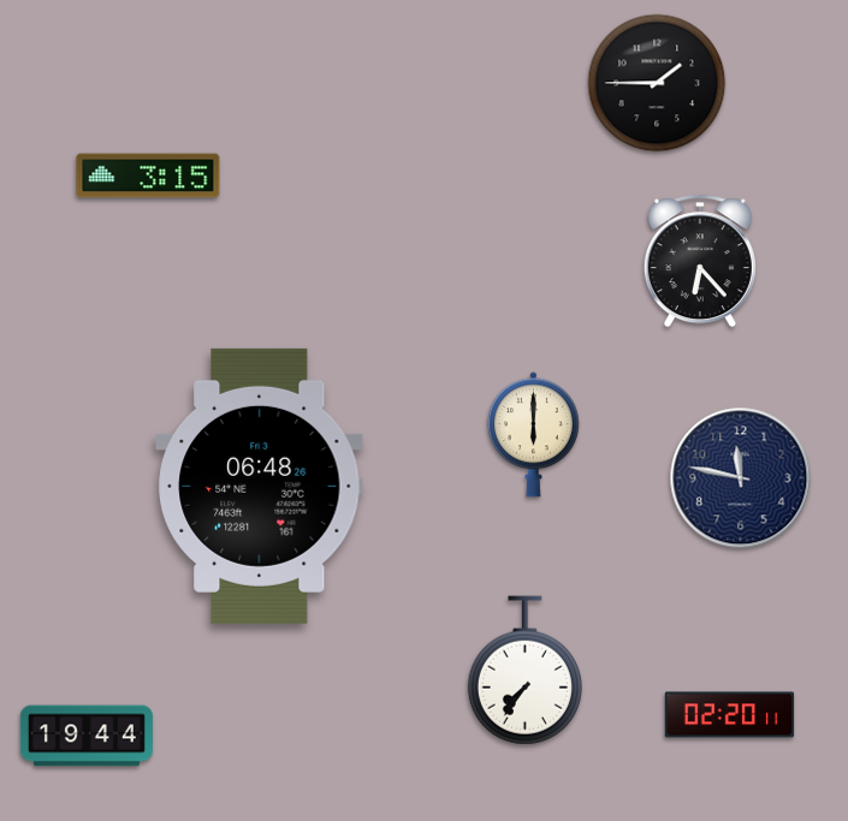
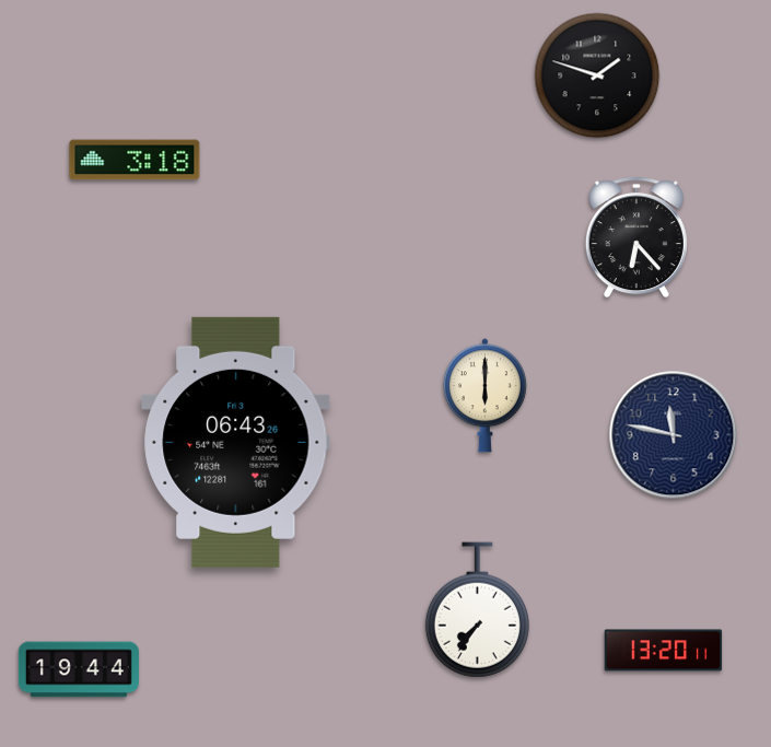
clock at (657, 83): 1:45 -> 1:48
clock at (148, 175): 3:15 -> 3:18
clock at (260, 486): 06:48 -> 06:43
clock at (730, 715): 02:20 -> 13:20
